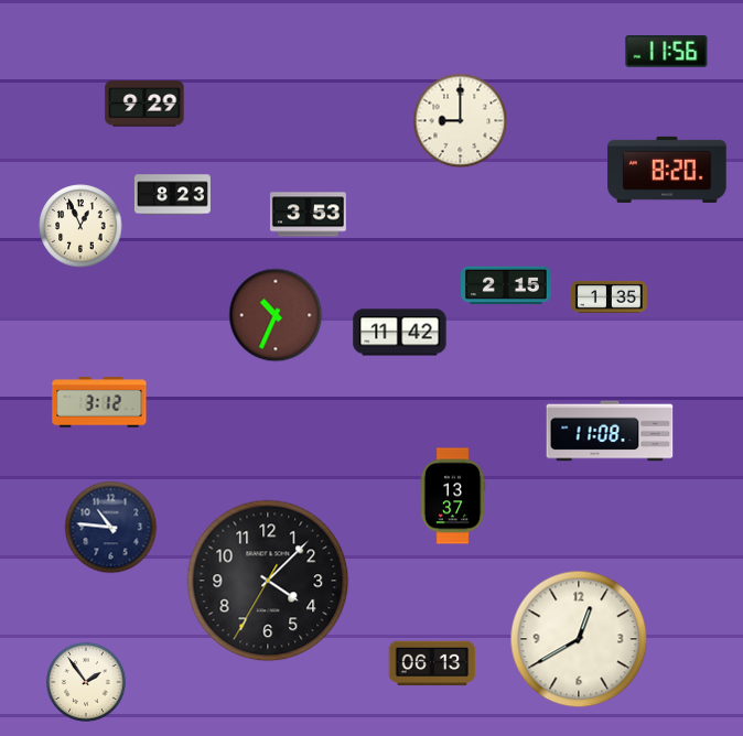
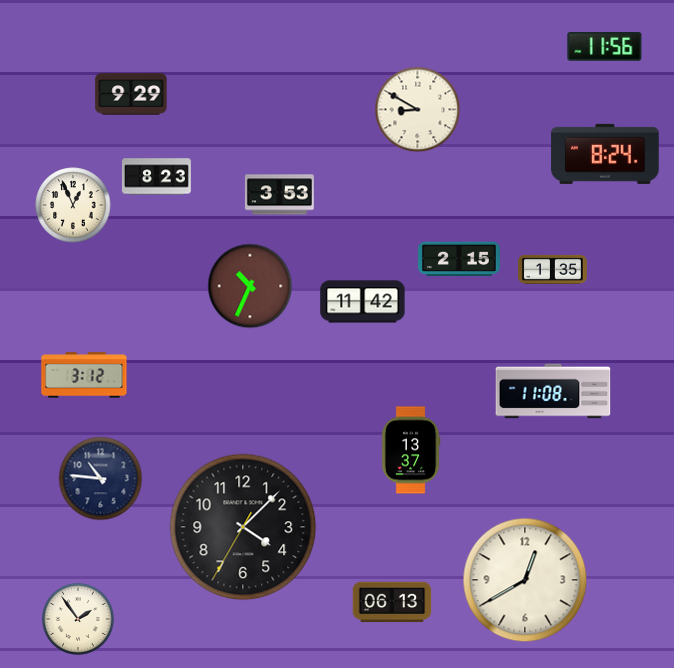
clock at (461, 121): 9:00 -> 8:50
clock at (667, 170): 8:20 -> 8:24
clock at (99, 402) position: (99, 402) -> (84, 375)
